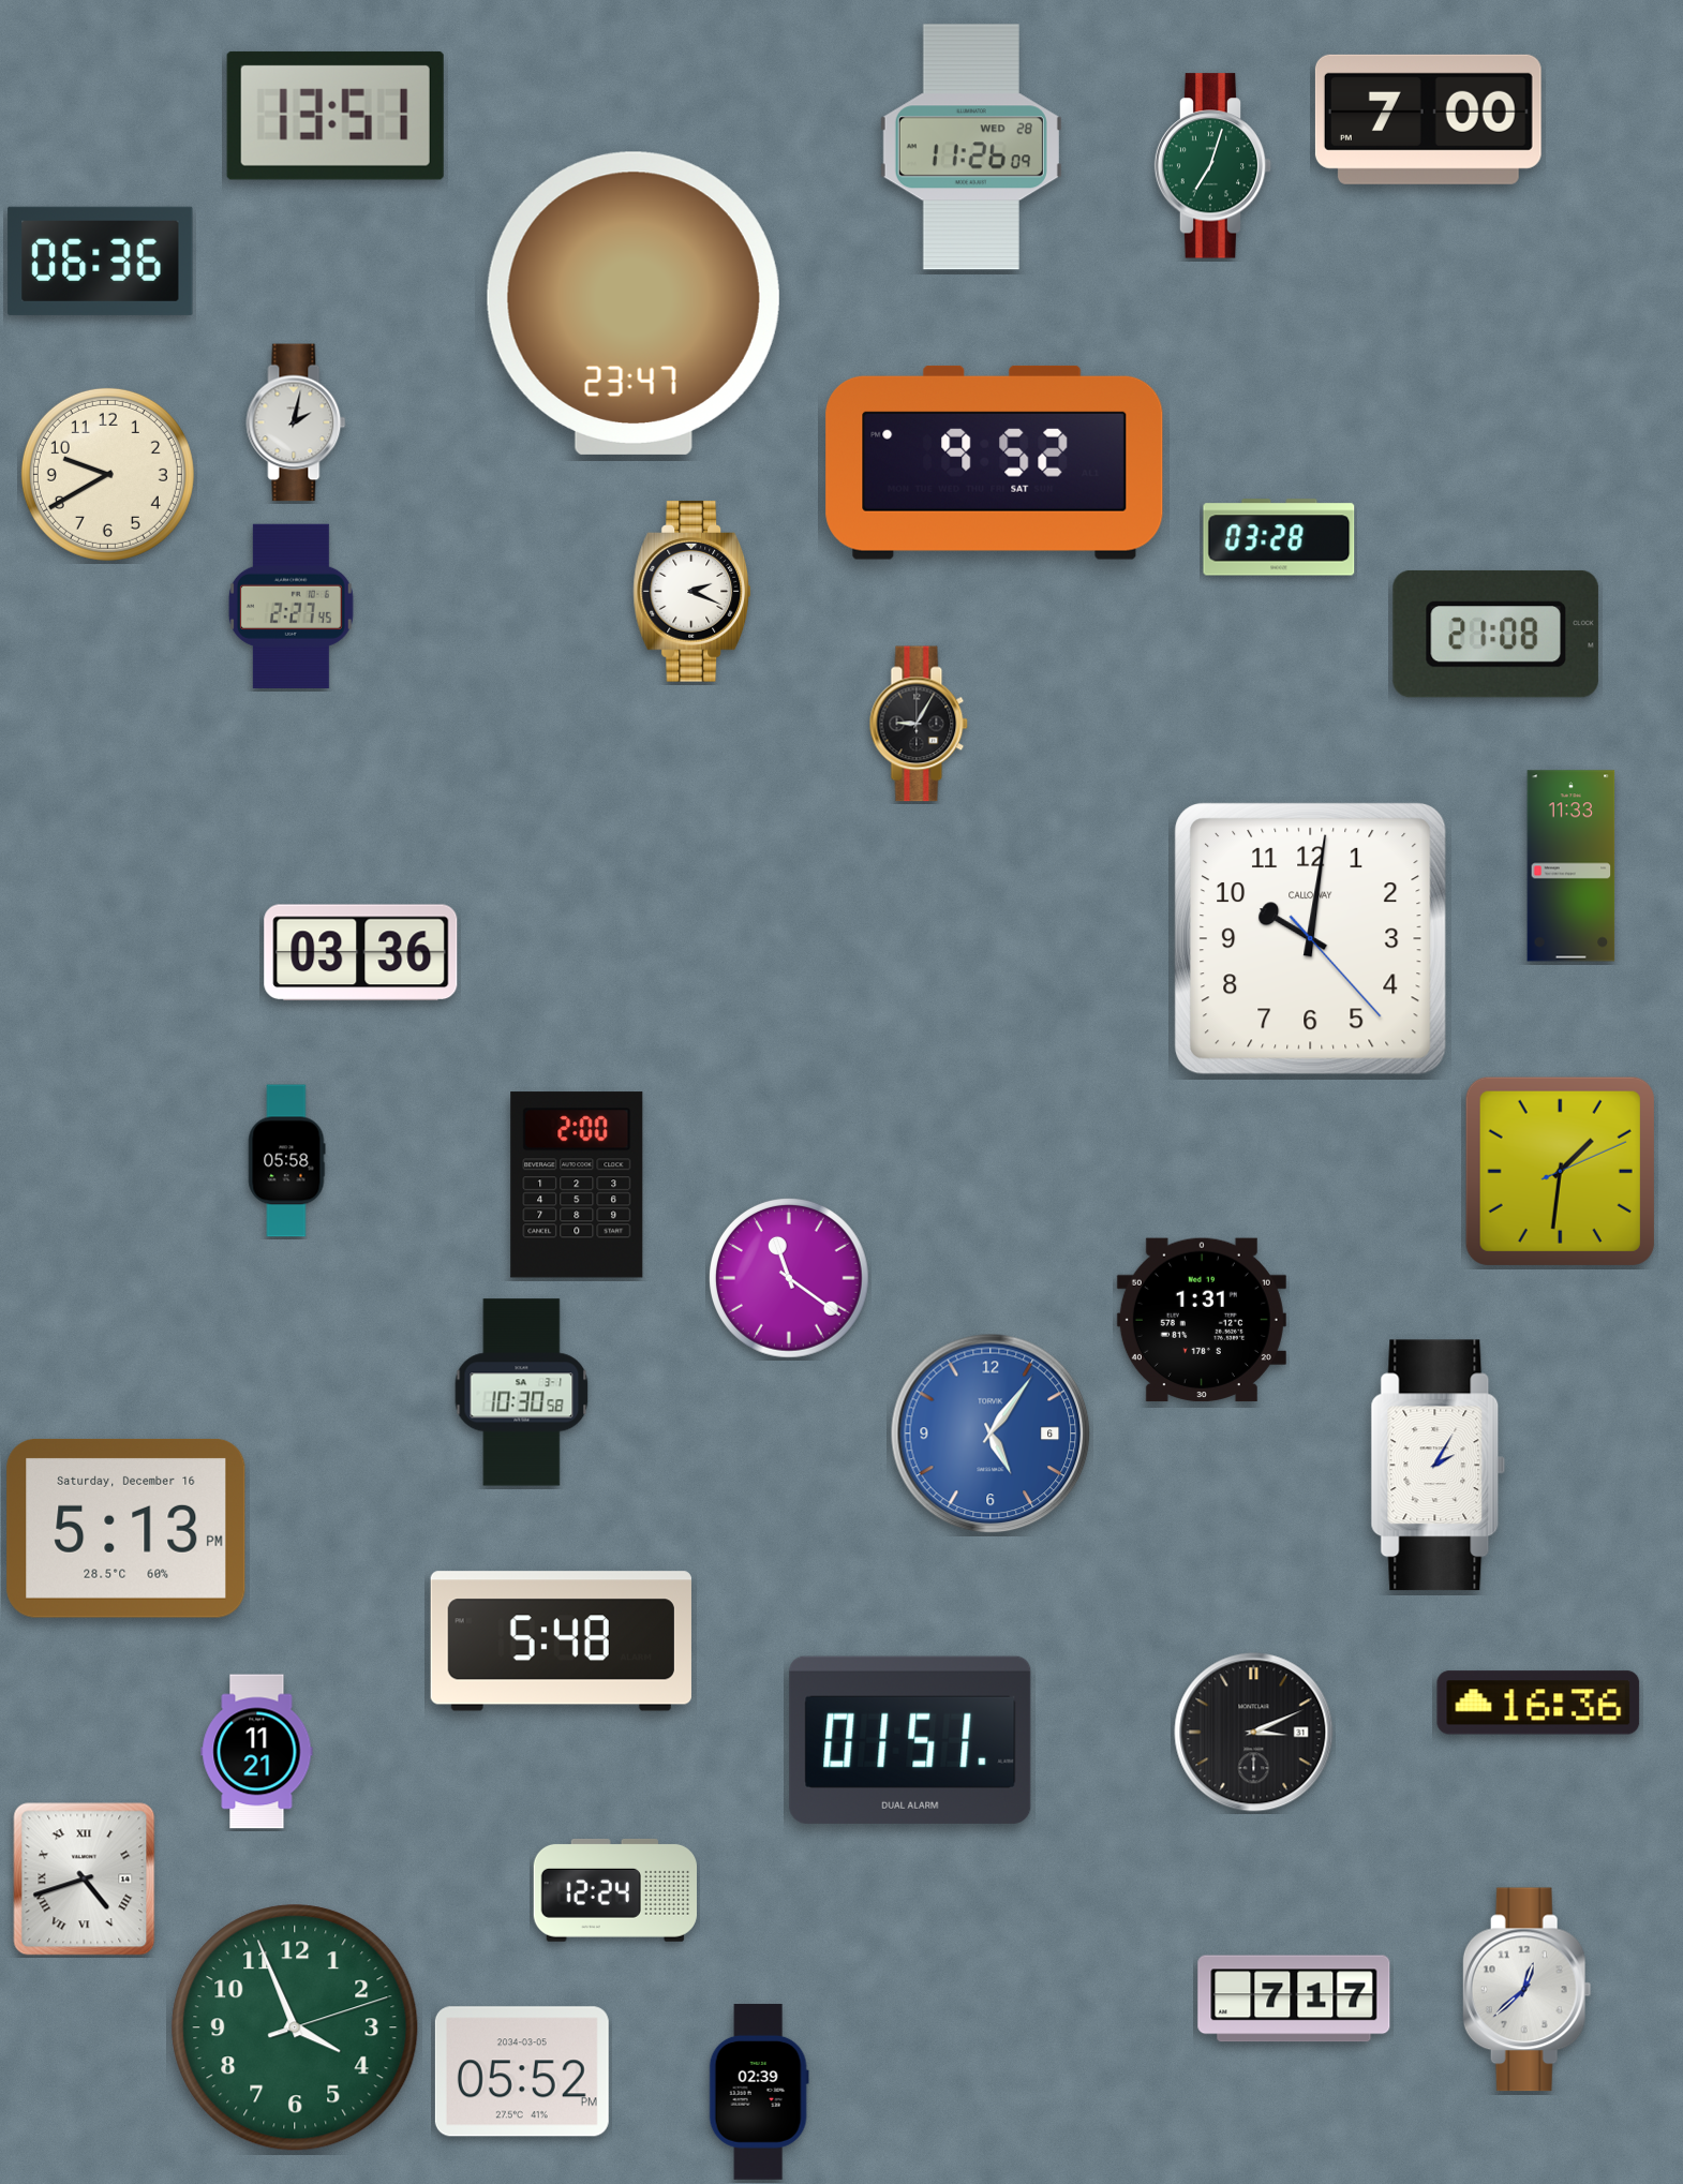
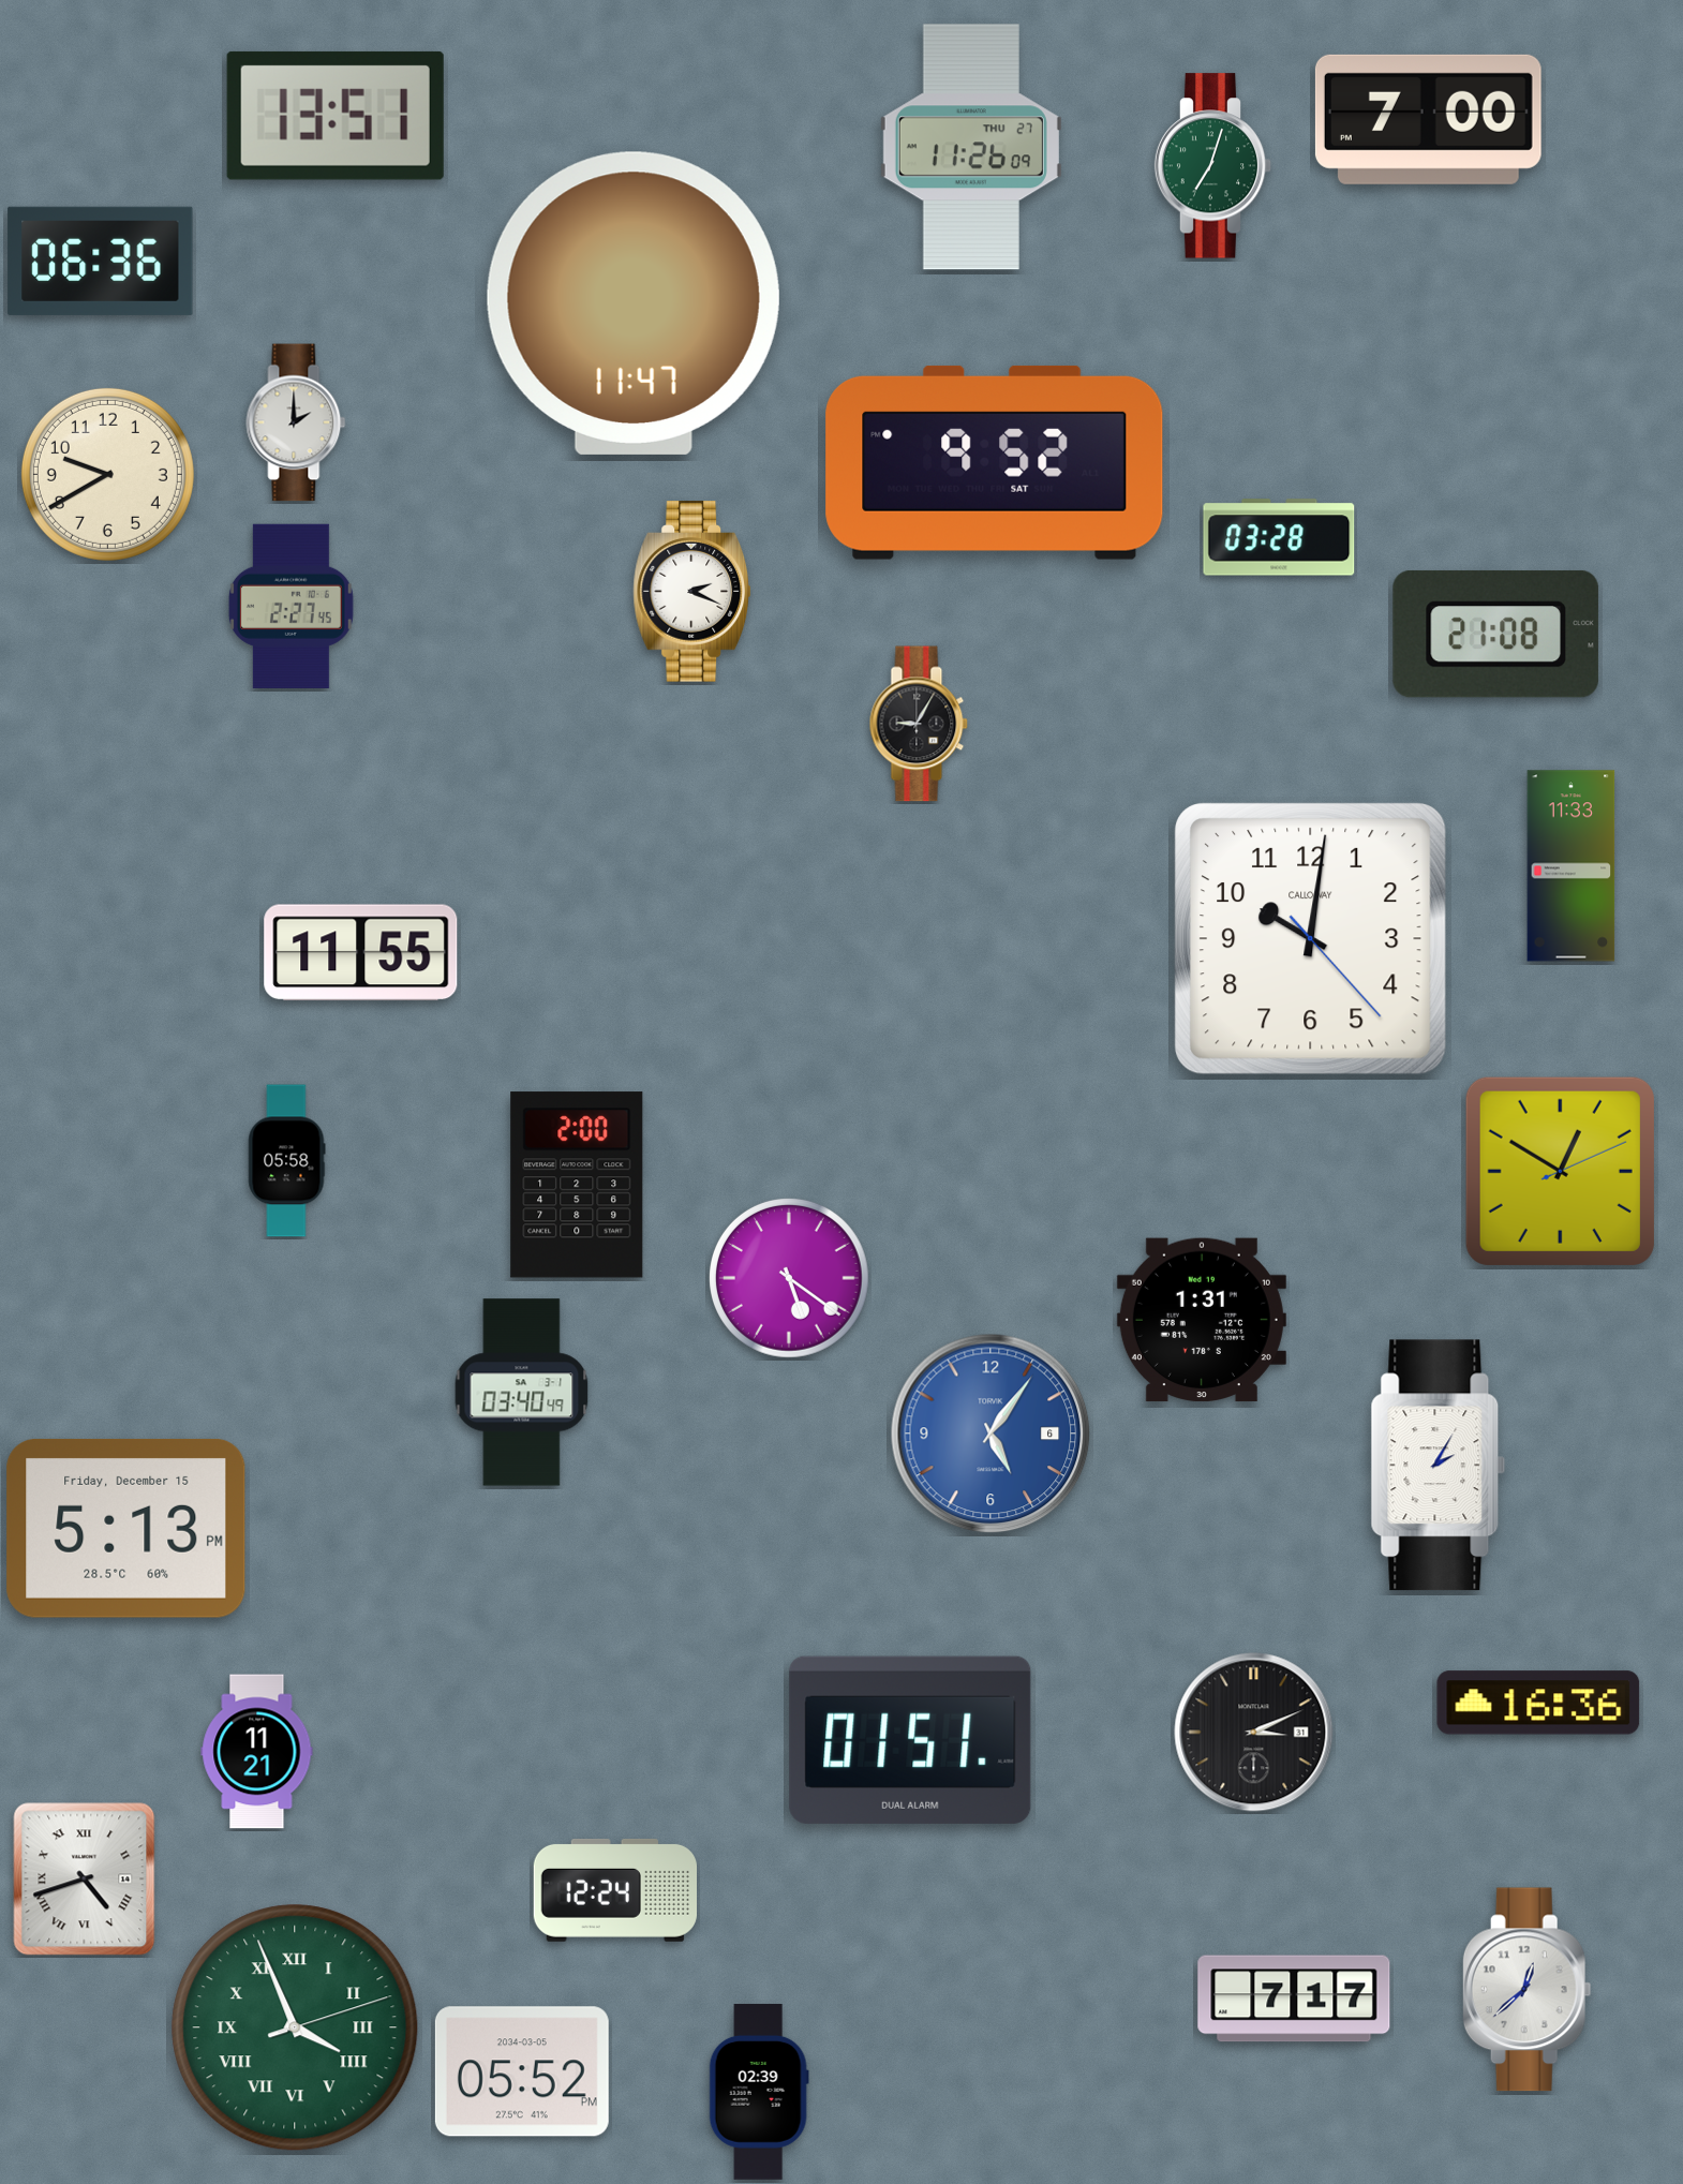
clock at (971, 147) date: WED 28 -> THU 27
clock at (634, 303): 23:47 -> 11:47
clock at (296, 422): 2:02 -> 2:00
clock at (361, 953): 03:36 -> 11:55
clock at (1560, 1171): 1:31 -> 12:50
clock at (790, 1279): 11:21 -> 5:21
clock at (522, 1393): 10:30 -> 03:40
clock at (126, 1529) date: Saturday, December 16 -> Friday, December 15
clock at (561, 1641): 5:48 -> none
clock at (295, 2027) numerals: Arabic -> Roman
